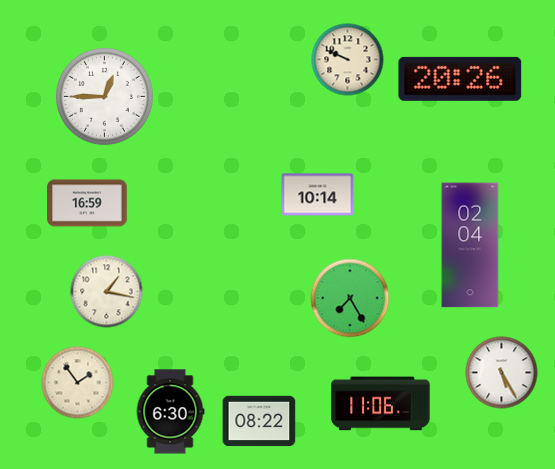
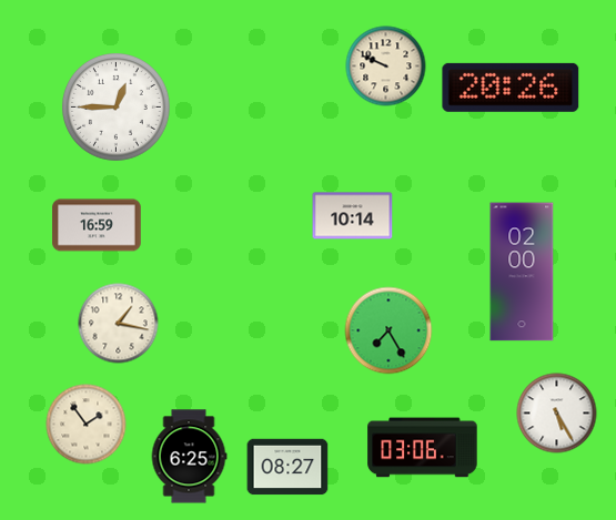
clock at (470, 245): 02:04 -> 02:00
clock at (381, 404): 11:06 -> 03:06
clock at (170, 412): 6:30 -> 6:25
clock at (259, 421): 08:22 -> 08:27
